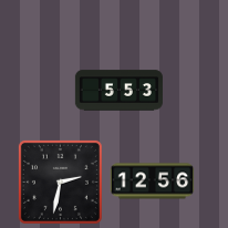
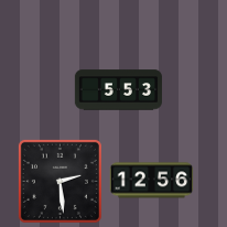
clock at (60, 182): 2:32 -> 2:29
